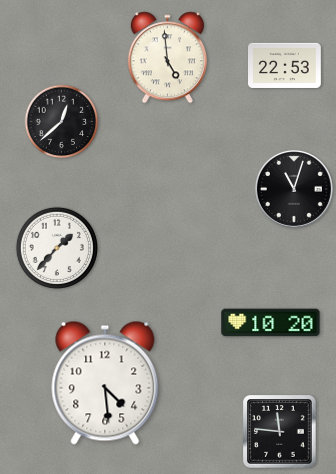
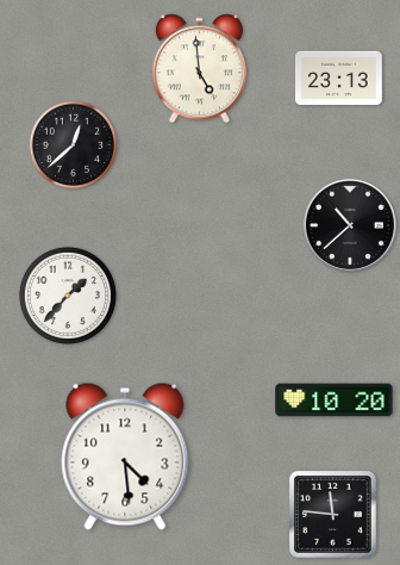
clock at (285, 65): 22:53 -> 23:13
clock at (294, 189): 11:03 -> 10:38
clock at (271, 323) position: (271, 323) -> (335, 401)
